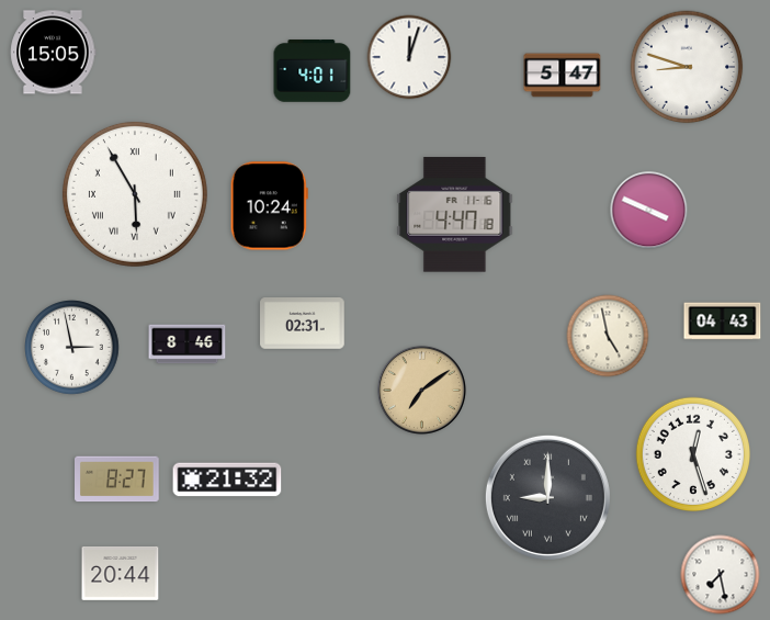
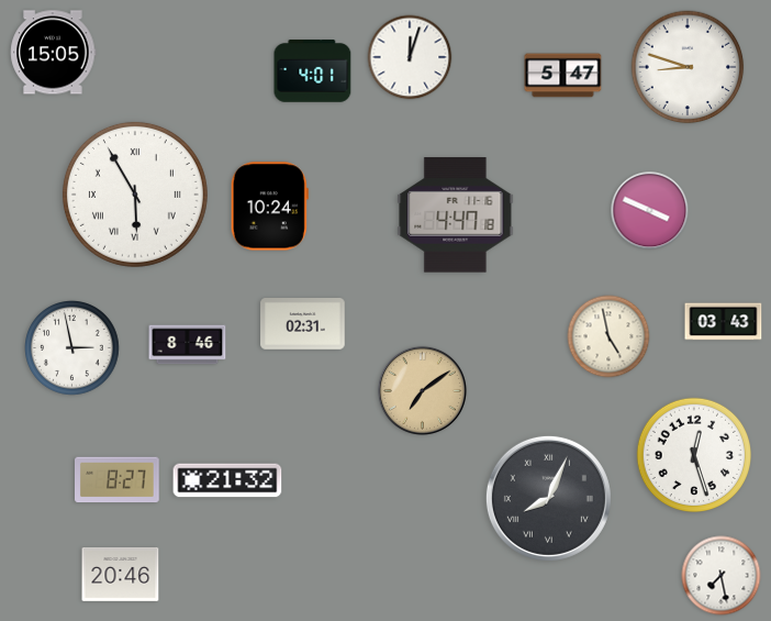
clock at (723, 322): 04:43 -> 03:43
clock at (547, 497): 9:00 -> 8:04
clock at (121, 574): 20:44 -> 20:46
